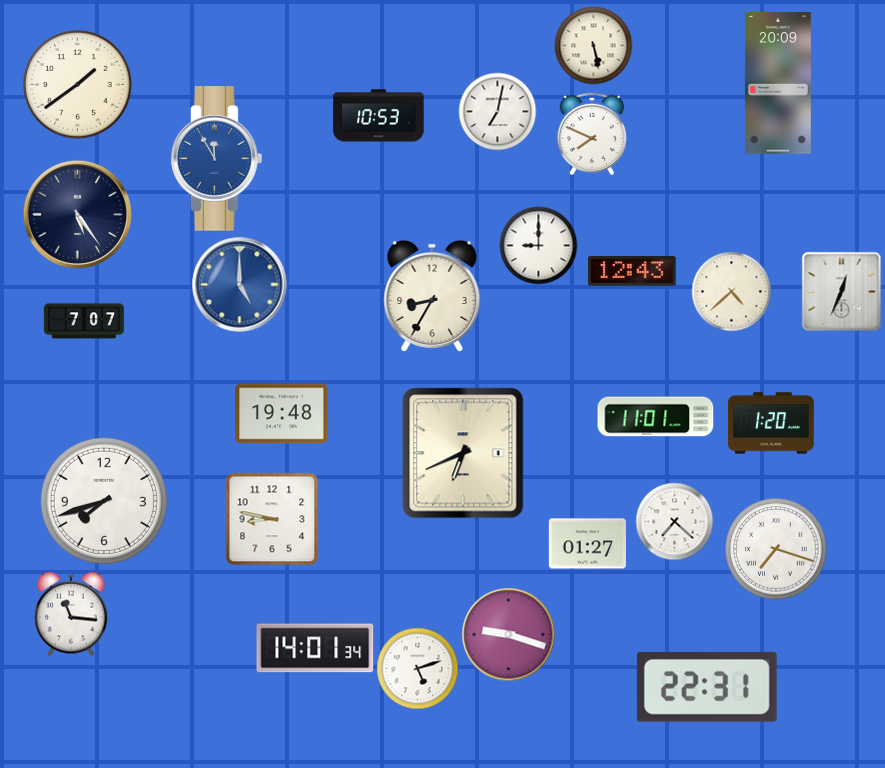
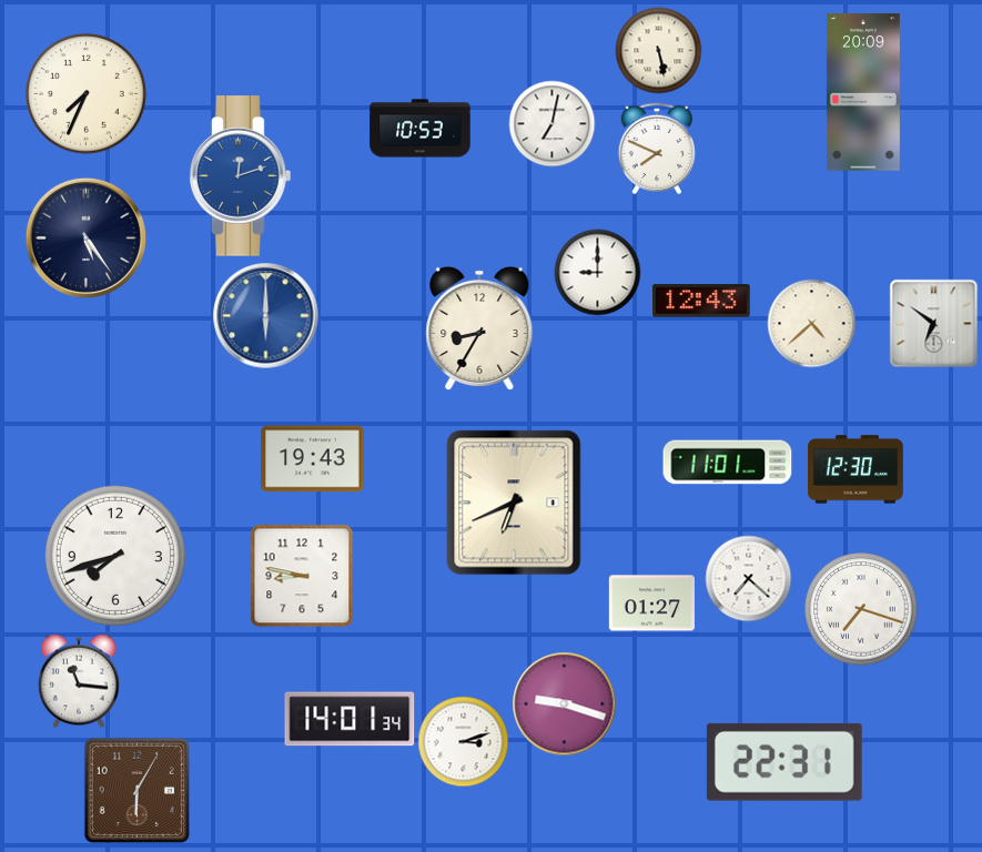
clock at (78, 85): 1:39 -> 7:34
clock at (217, 159): 11:55 -> 12:12
clock at (239, 284): 5:00 -> 6:00
clock at (841, 291): 12:34 -> 6:51
clock at (84, 321): 7:07 -> none
clock at (282, 414): 19:48 -> 19:43
clock at (771, 423): 1:20 -> 12:30
clock at (417, 668): 5:12 -> 3:12
clock at (136, 790): none -> 6:05
